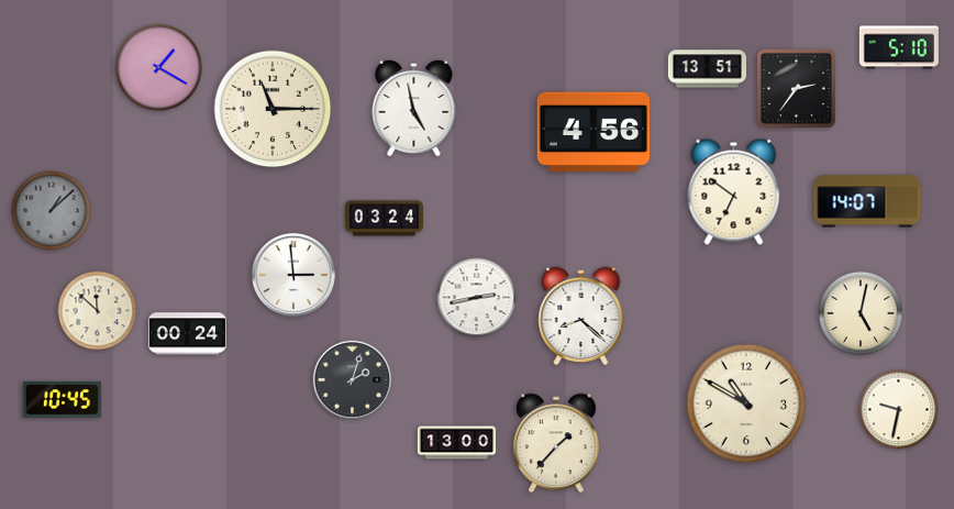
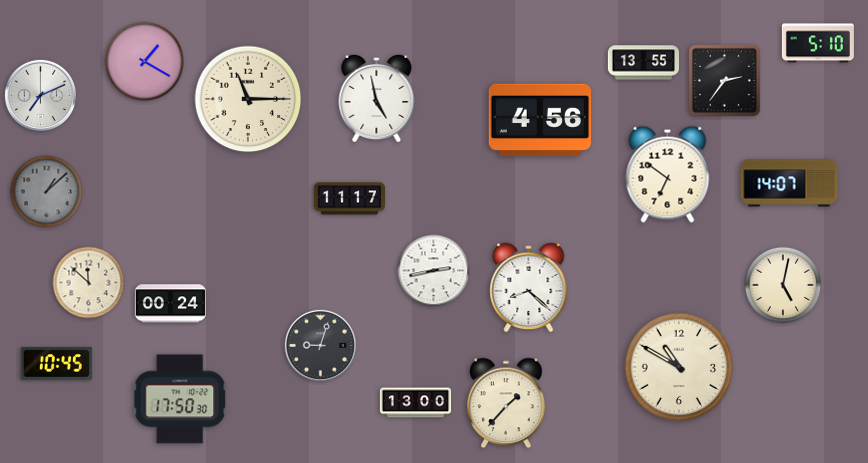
clock at (707, 69): 13:51 -> 13:55
clock at (40, 95): none -> 7:11
clock at (384, 219): 03:24 -> 11:17
clock at (293, 275): 2:59 -> none
clock at (352, 379): 2:03 -> 9:03
clock at (899, 410): 9:32 -> none
clock at (180, 399): none -> 17:50
